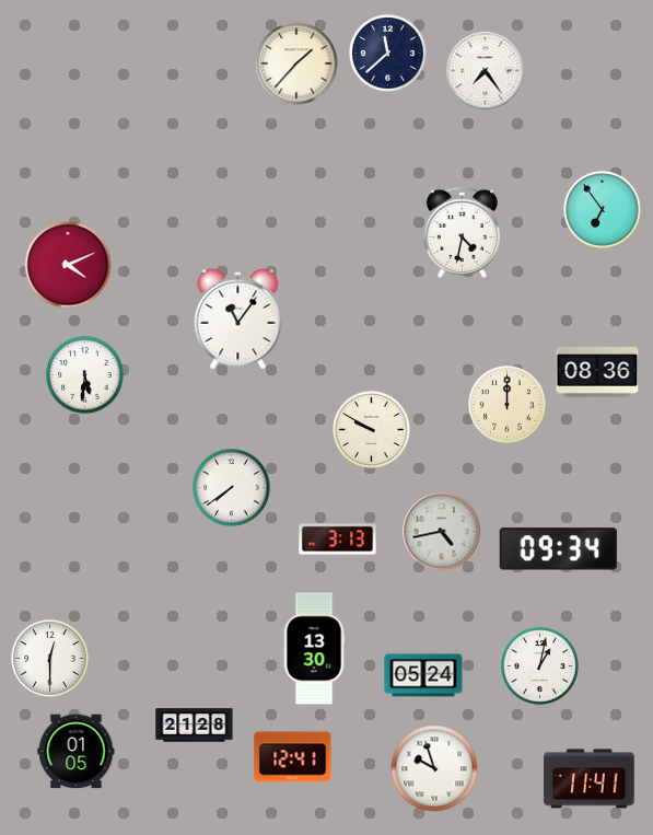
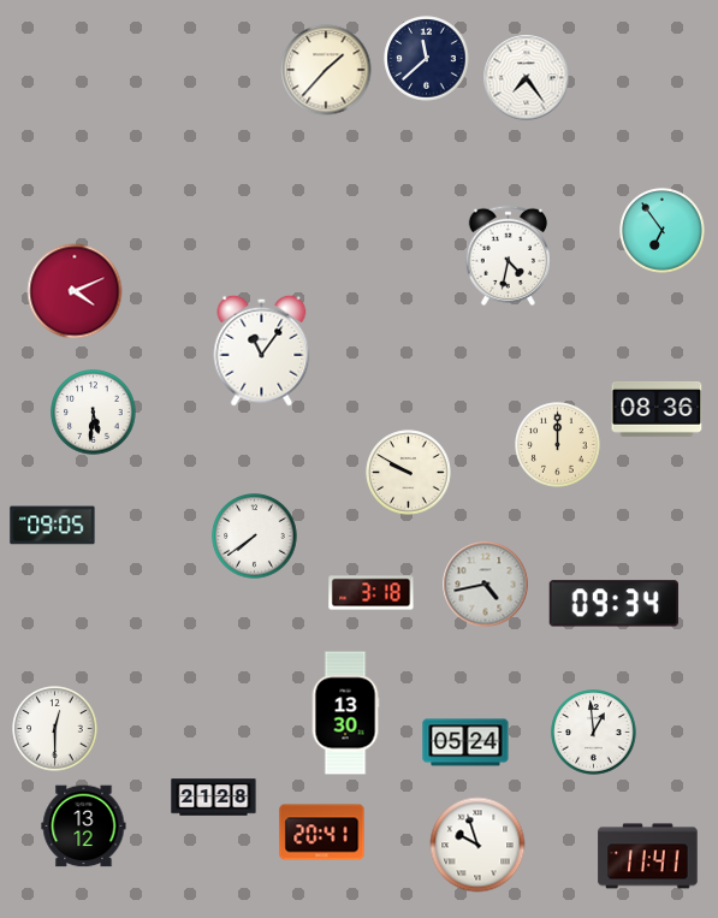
clock at (486, 71) position: (486, 71) -> (527, 78)
clock at (53, 526): none -> 09:05
clock at (338, 540): 3:13 -> 3:18
clock at (50, 659) position: (50, 659) -> (55, 729)
clock at (540, 666): 1:02 -> 12:59
clock at (77, 752): 01:05 -> 13:12
clock at (293, 757): 12:41 -> 20:41
